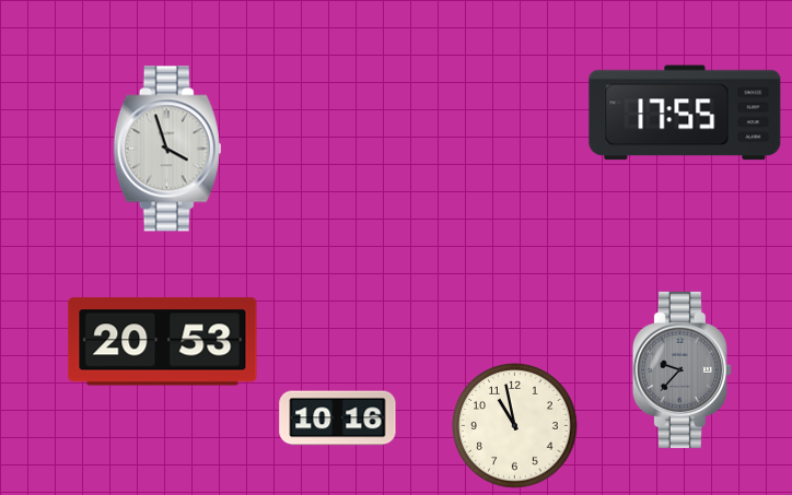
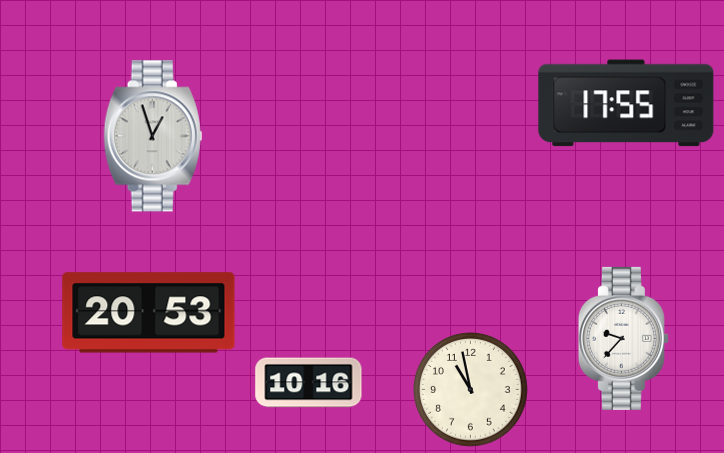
clock at (167, 149): 3:57 -> 12:57
clock at (682, 369) dial: grey -> white
